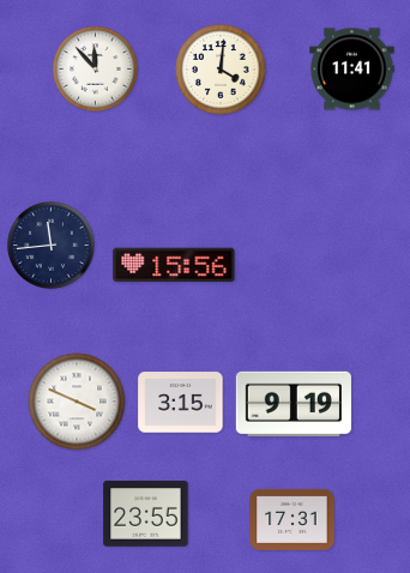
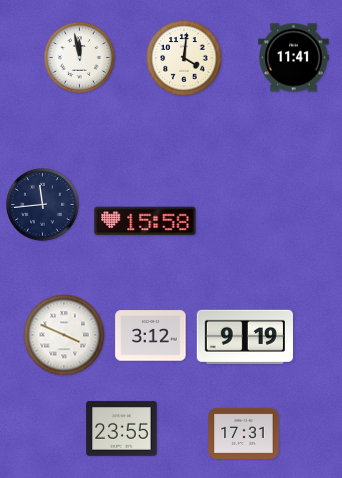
clock at (95, 68): 11:53 -> 11:58
clock at (174, 265): 15:56 -> 15:58
clock at (181, 403): 3:15 -> 3:12
